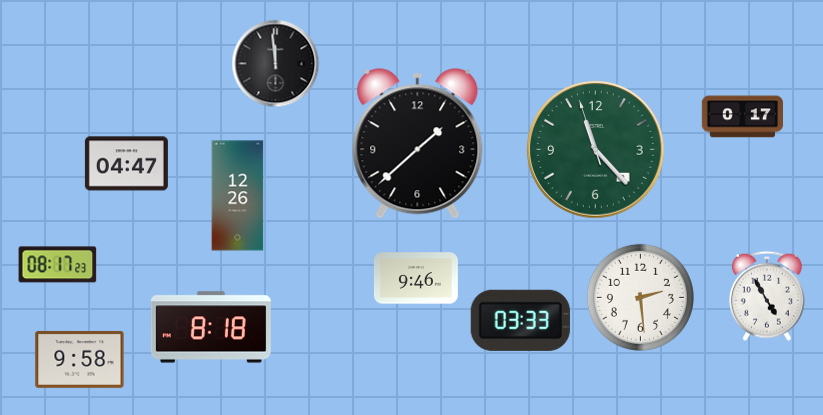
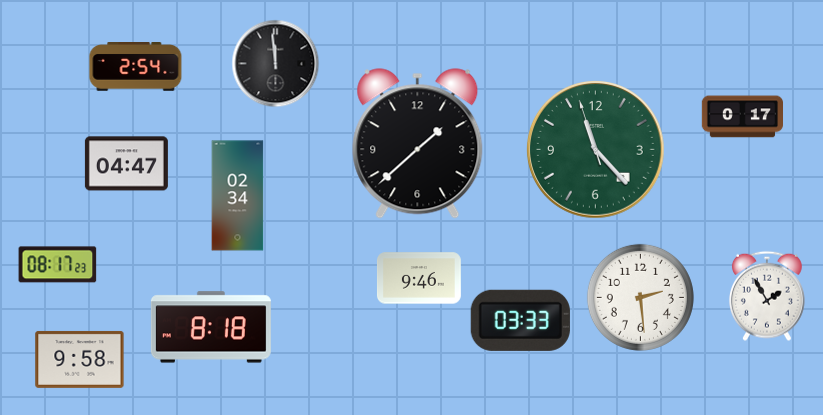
clock at (136, 67): none -> 2:54
clock at (238, 196): 12:26 -> 02:34
clock at (416, 278) position: (416, 278) -> (419, 278)
clock at (767, 296): 4:55 -> 1:55
